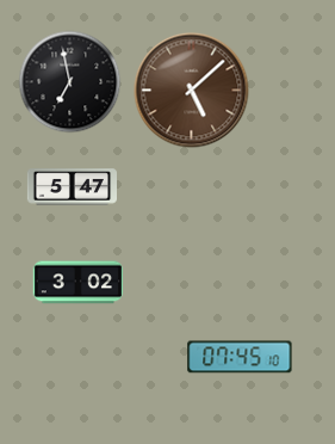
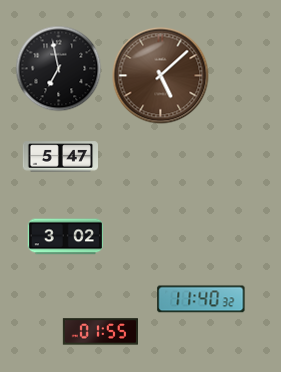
clock at (240, 357): 07:45 -> 11:40
clock at (100, 332): none -> 01:55
